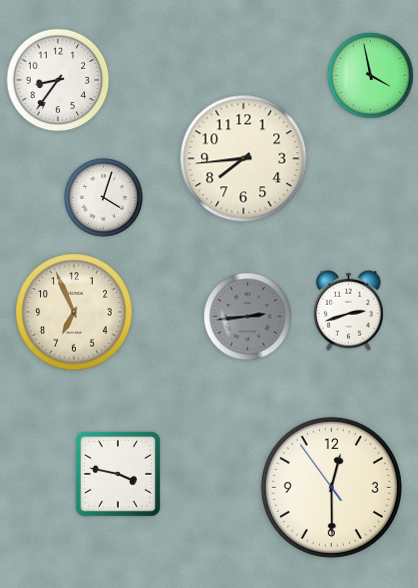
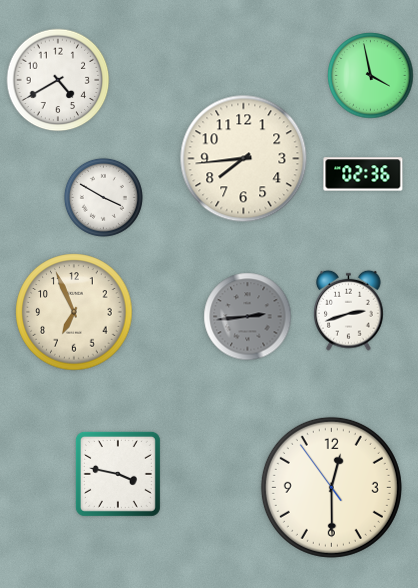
clock at (58, 80): 8:36 -> 4:40
clock at (363, 174): none -> 02:36
clock at (103, 197): 4:03 -> 3:50
